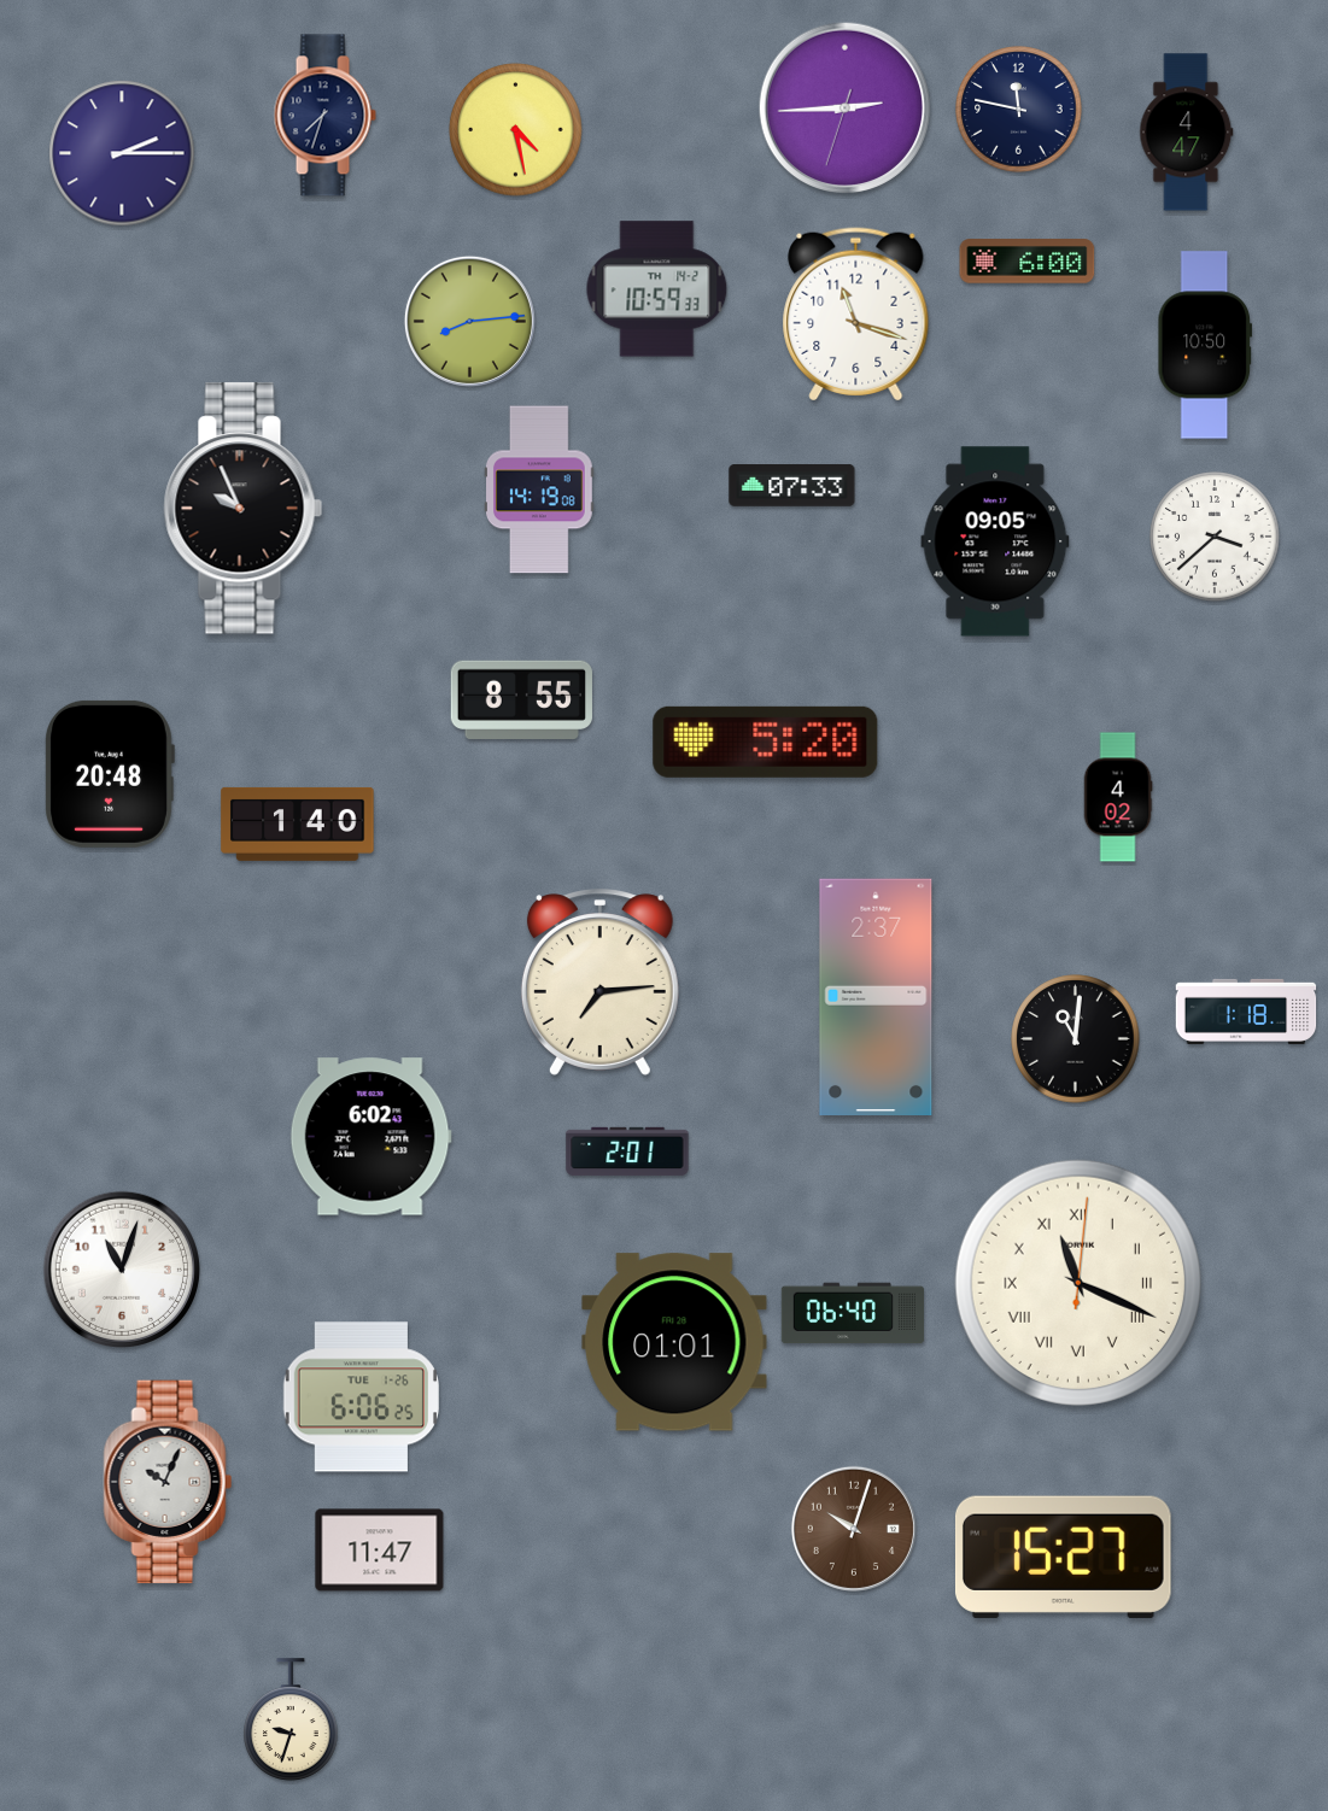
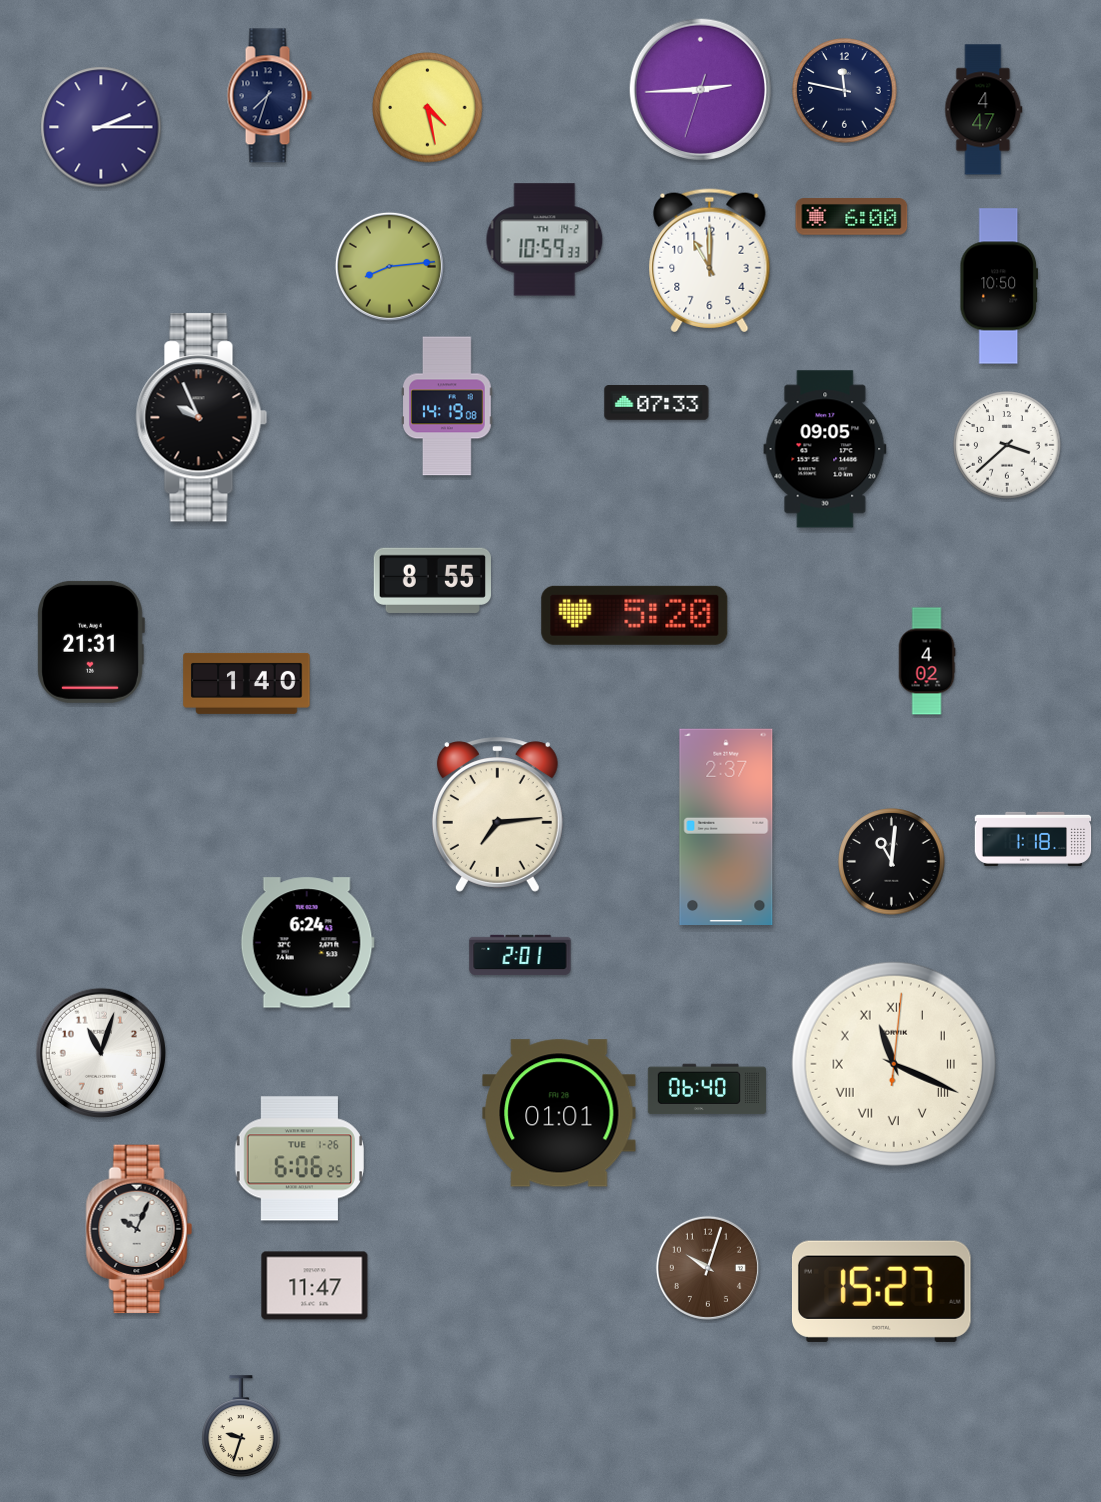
clock at (856, 315): 11:18 -> 11:00
clock at (244, 509) position: (244, 509) -> (202, 418)
clock at (110, 774): 20:48 -> 21:31
clock at (370, 1137): 6:02 -> 6:24
